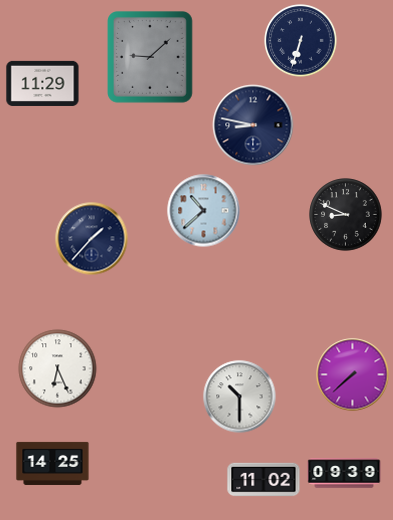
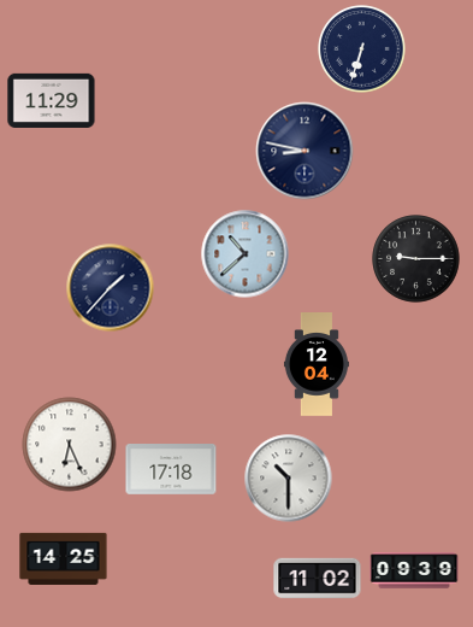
clock at (151, 58): 9:08 -> none
clock at (346, 215): 8:49 -> 9:15
clock at (317, 364): none -> 12:04
clock at (353, 375): 7:38 -> none
clock at (171, 470): none -> 17:18
